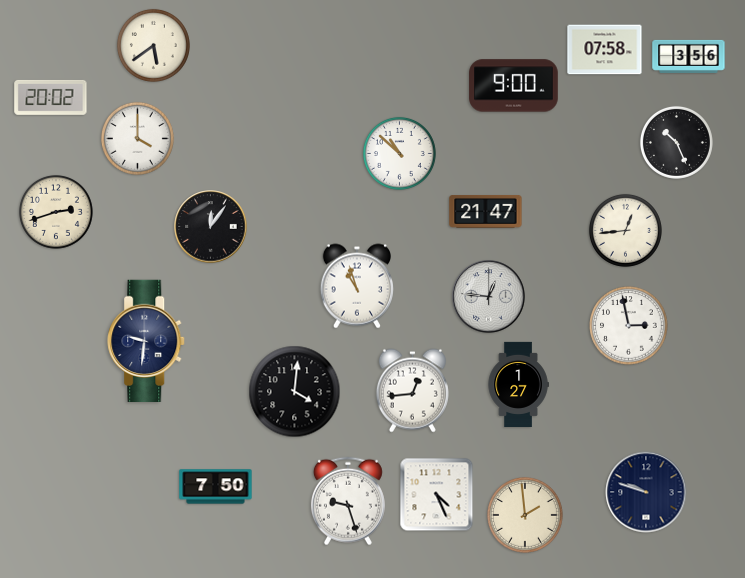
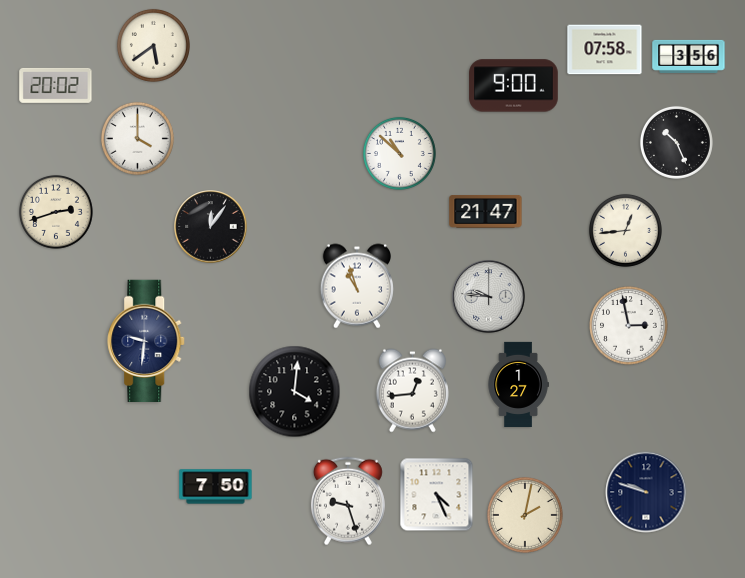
clock at (51, 97) position: (51, 97) -> (56, 85)
clock at (489, 297): 12:46 -> 9:46
clock at (526, 516): 1:59 -> 2:02
